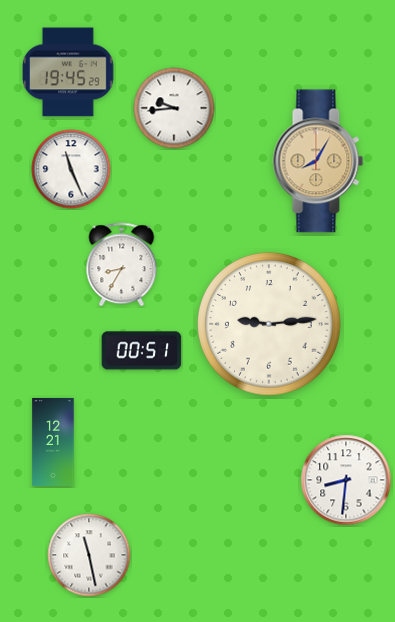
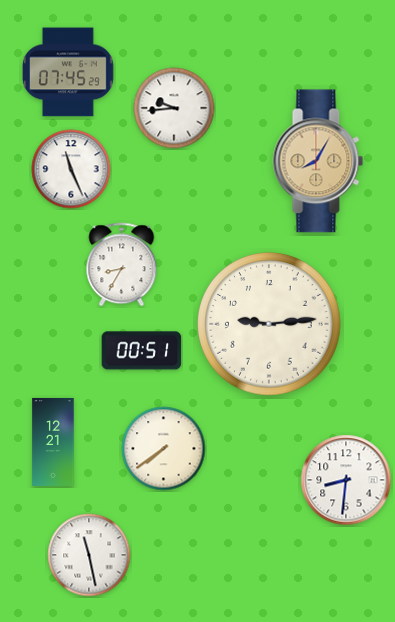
clock at (68, 72): 19:45 -> 07:45
clock at (164, 449): none -> 7:39
